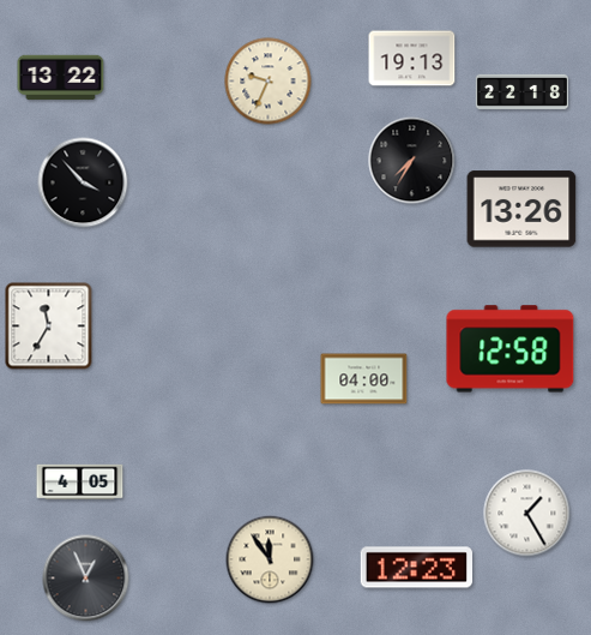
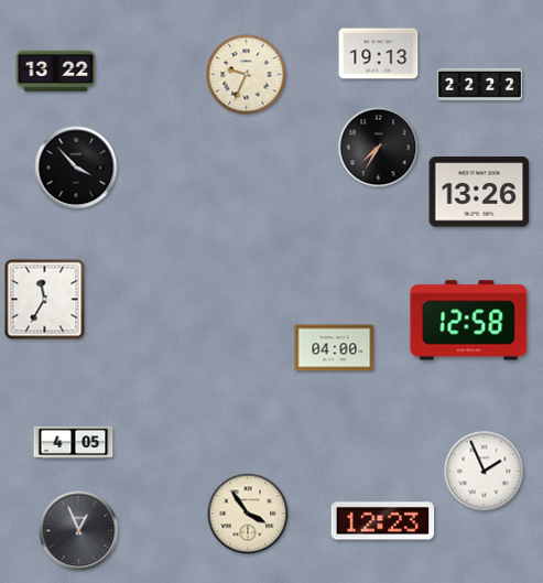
clock at (521, 91): 22:18 -> 22:22
clock at (527, 514): 1:25 -> 1:56
clock at (270, 559): 11:54 -> 3:54
